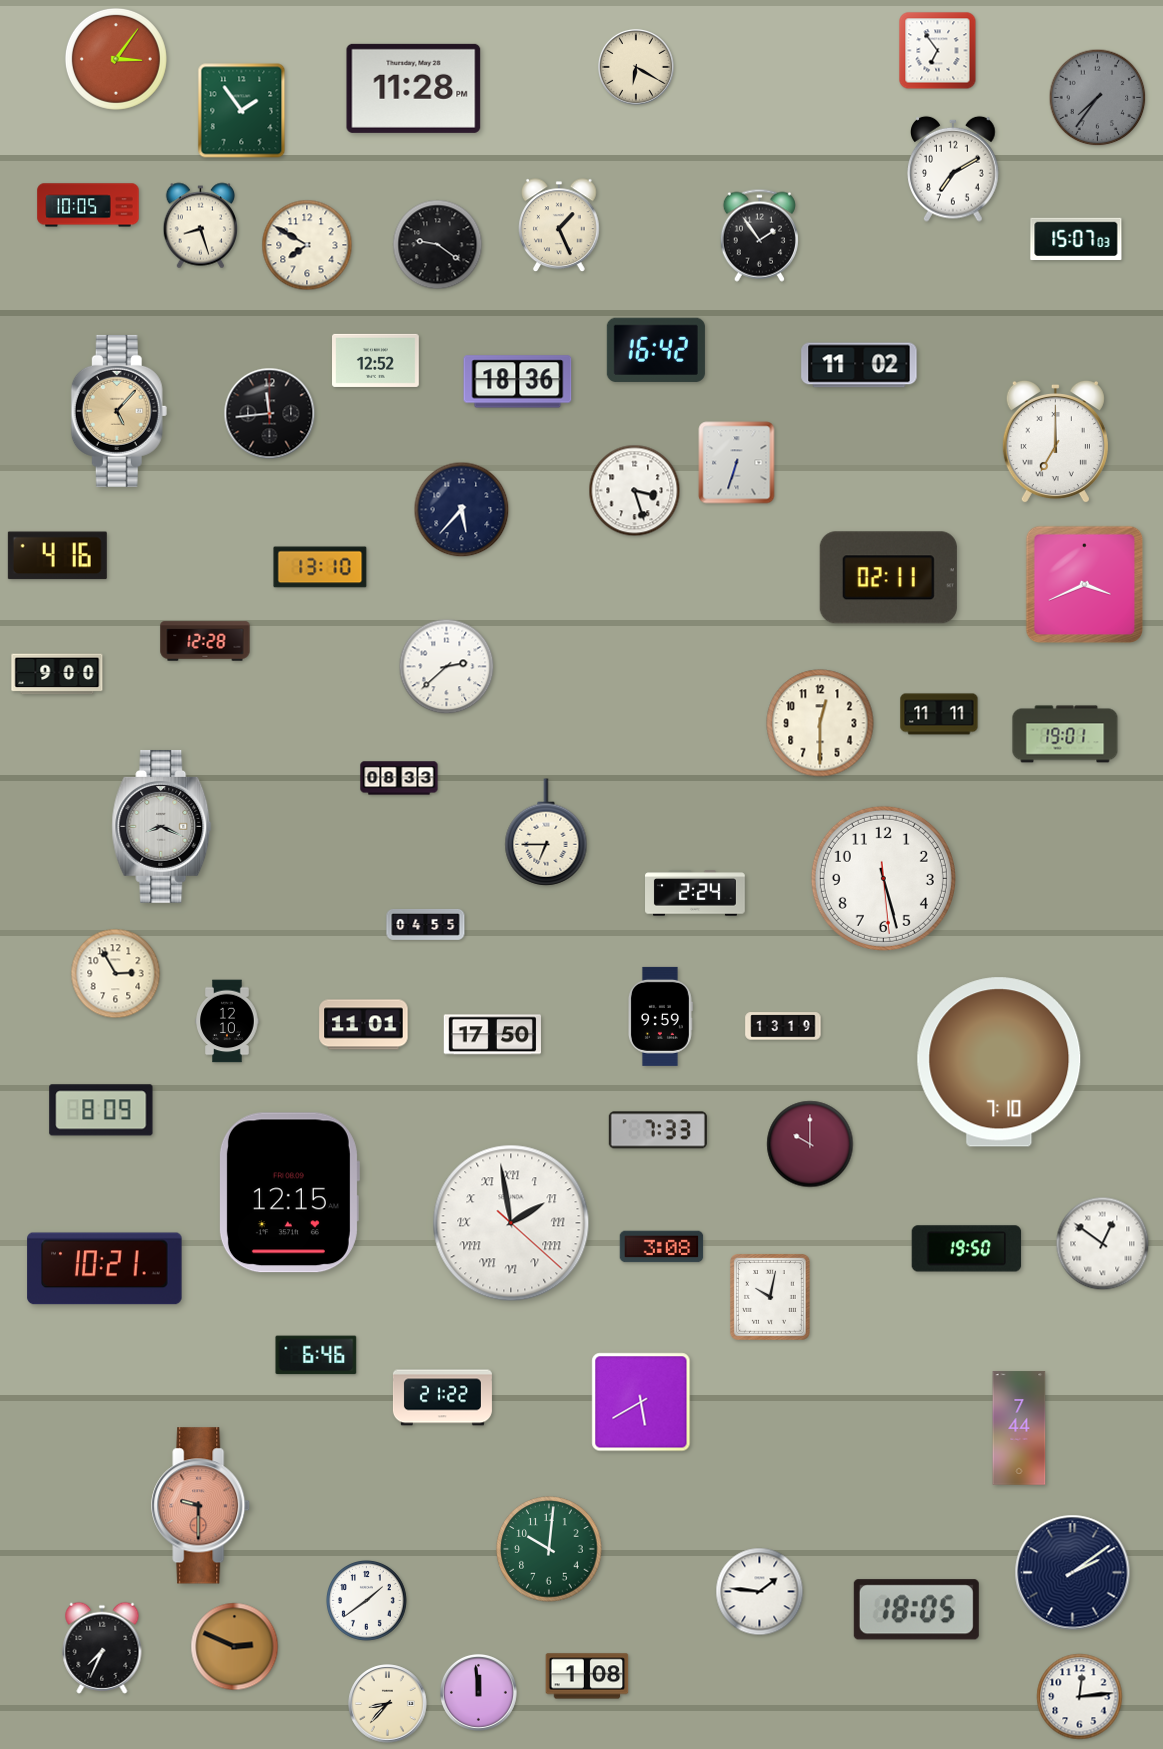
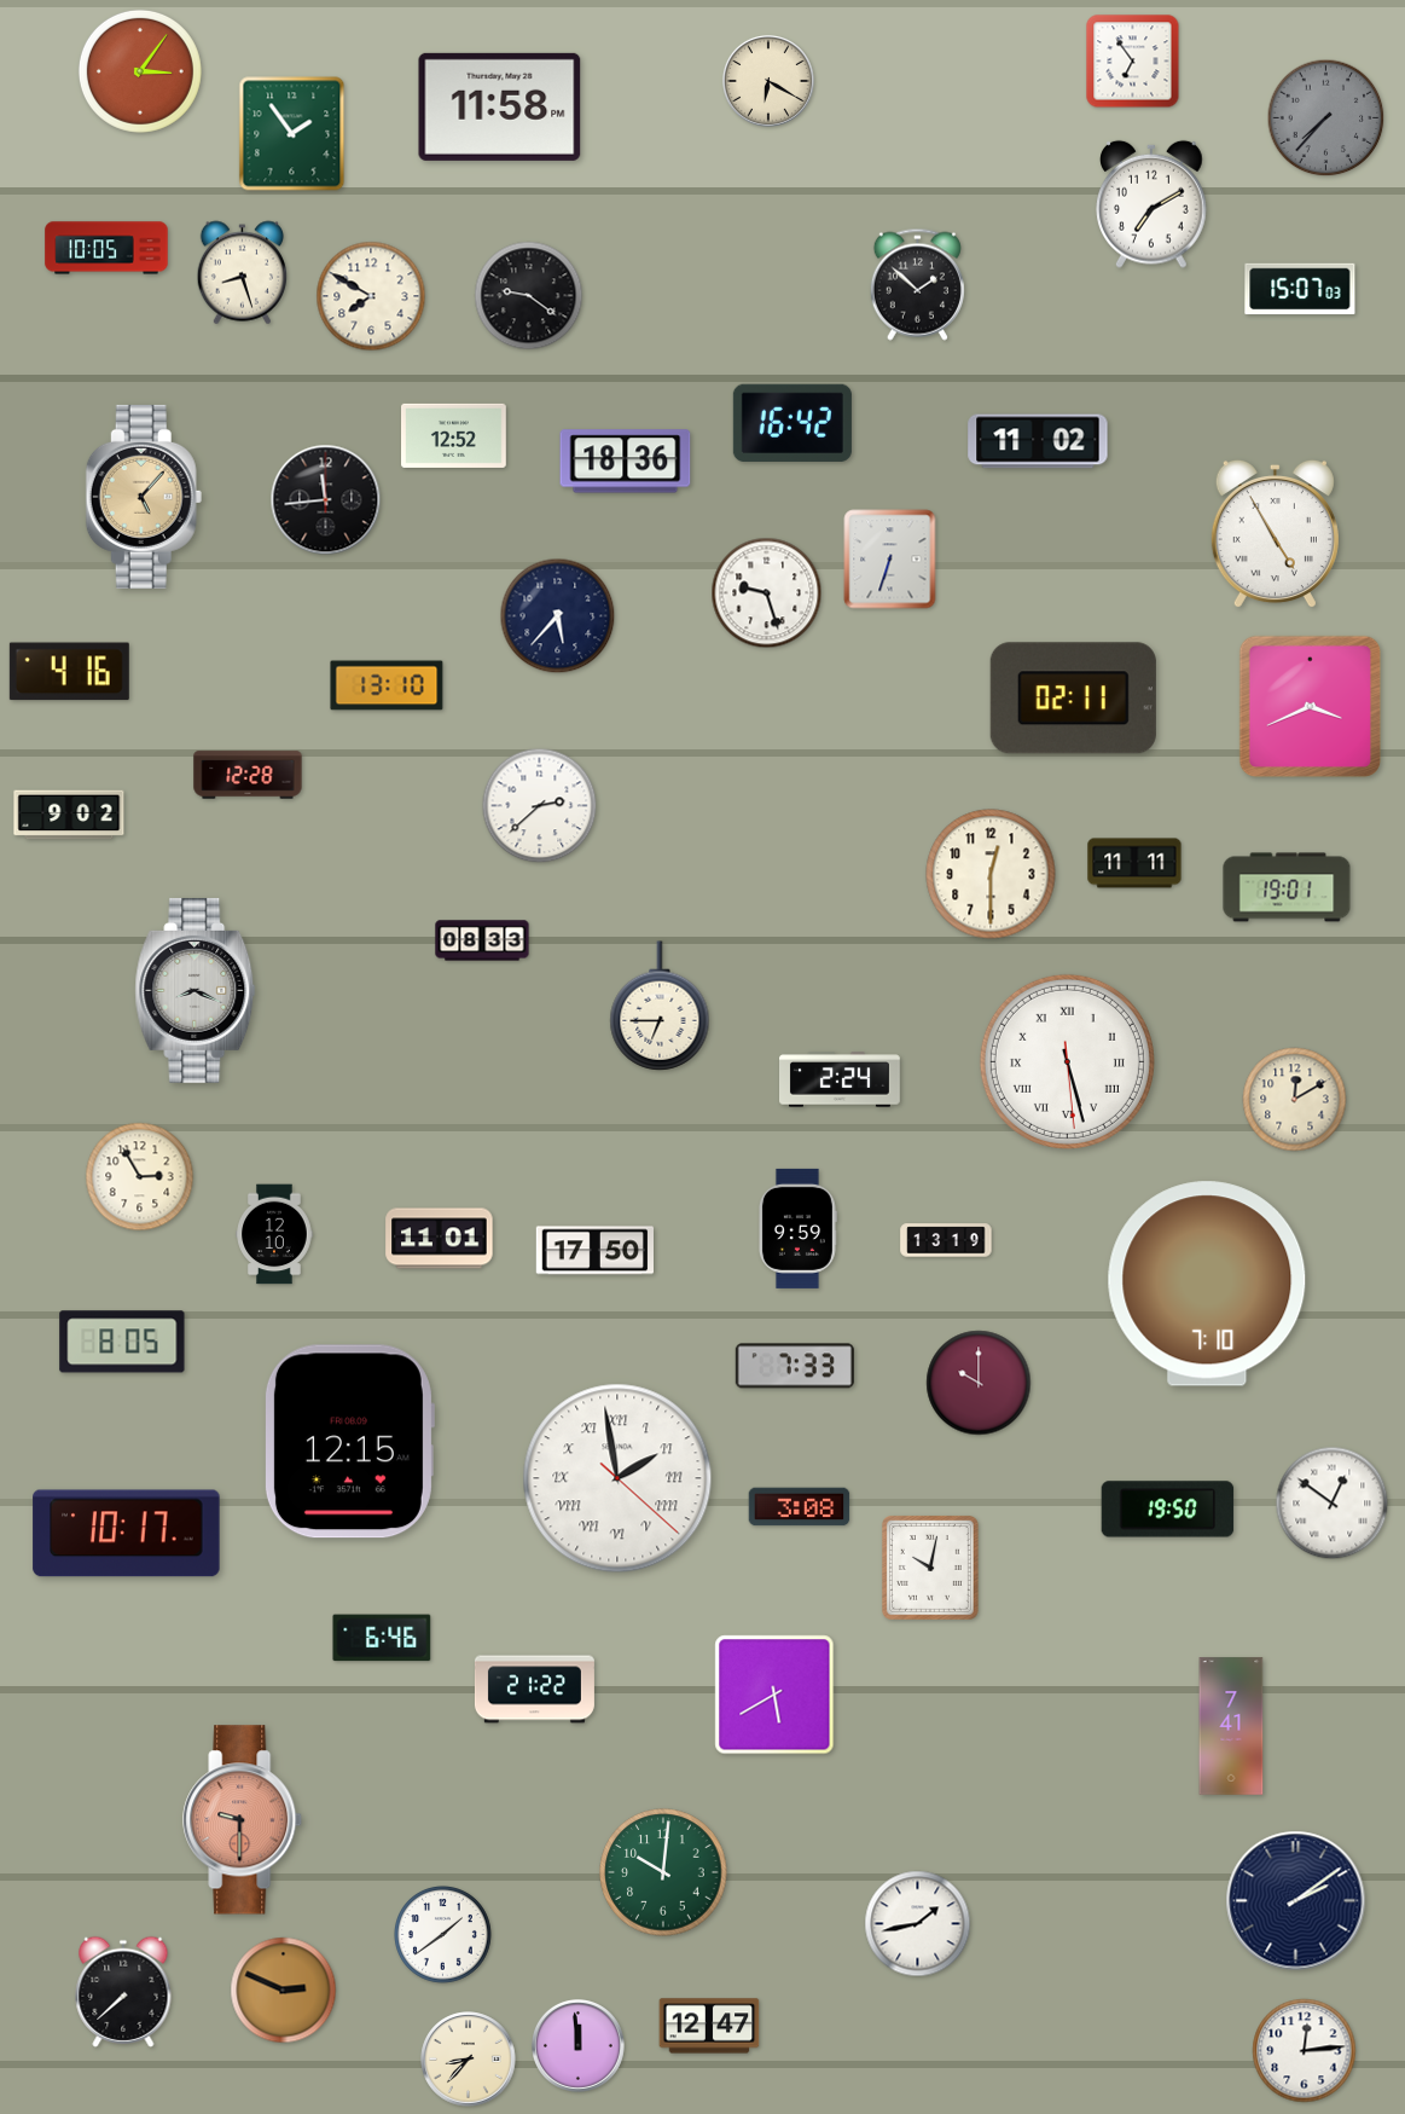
clock at (414, 88): 11:28 -> 11:58
clock at (1098, 98): 7:36 -> 7:37
clock at (560, 226): 1:26 -> none
clock at (759, 235): 1:54 -> 1:52
clock at (1055, 442): 7:00 -> 4:55
clock at (635, 491): 3:27 -> 9:27
clock at (57, 674): 9:00 -> 9:02
clock at (162, 826) position: (162, 826) -> (196, 990)
clock at (883, 878) numerals: Arabic -> Roman
clock at (1295, 1100): none -> 12:10
clock at (426, 924): 04:55 -> none
clock at (101, 1110): 8:09 -> 8:05
clock at (105, 1269): 10:21 -> 10:17
clock at (1019, 1428): 7:44 -> 7:41
clock at (760, 1592): 1:46 -> 1:43
clock at (916, 1610): 18:05 -> none
clock at (102, 1648): 7:34 -> 7:38
clock at (587, 1676): 1:08 -> 12:47
